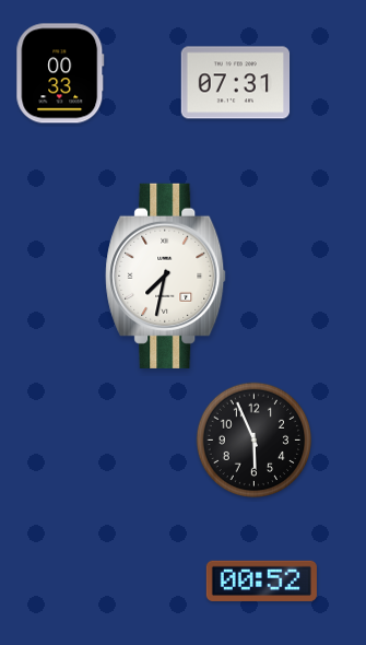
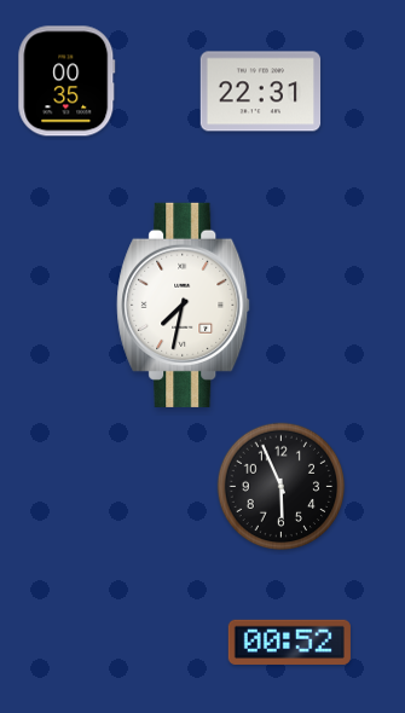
clock at (60, 73): 00:33 -> 00:35
clock at (236, 83): 07:31 -> 22:31
